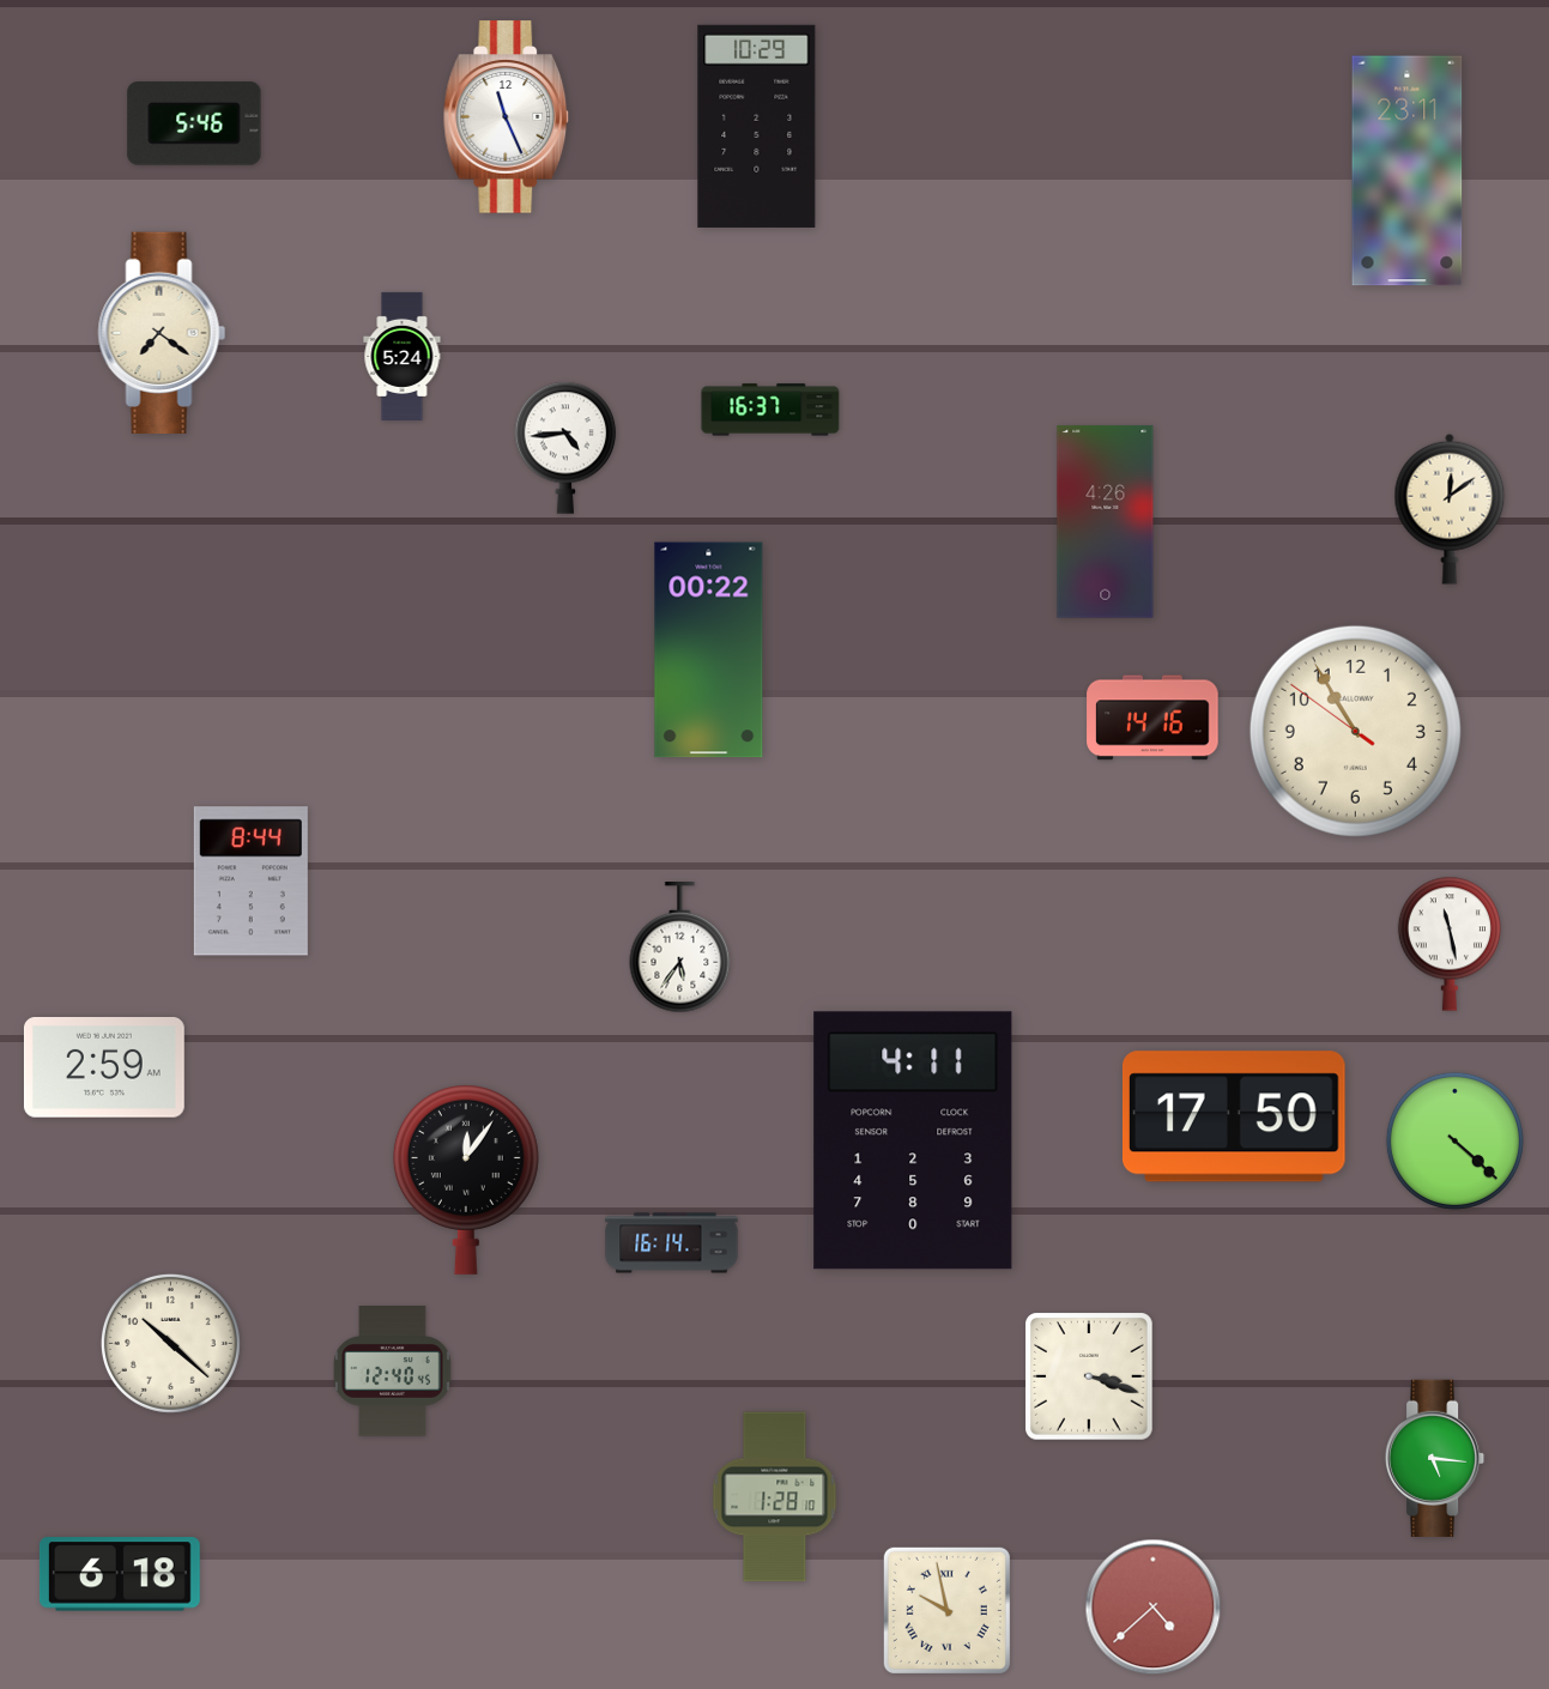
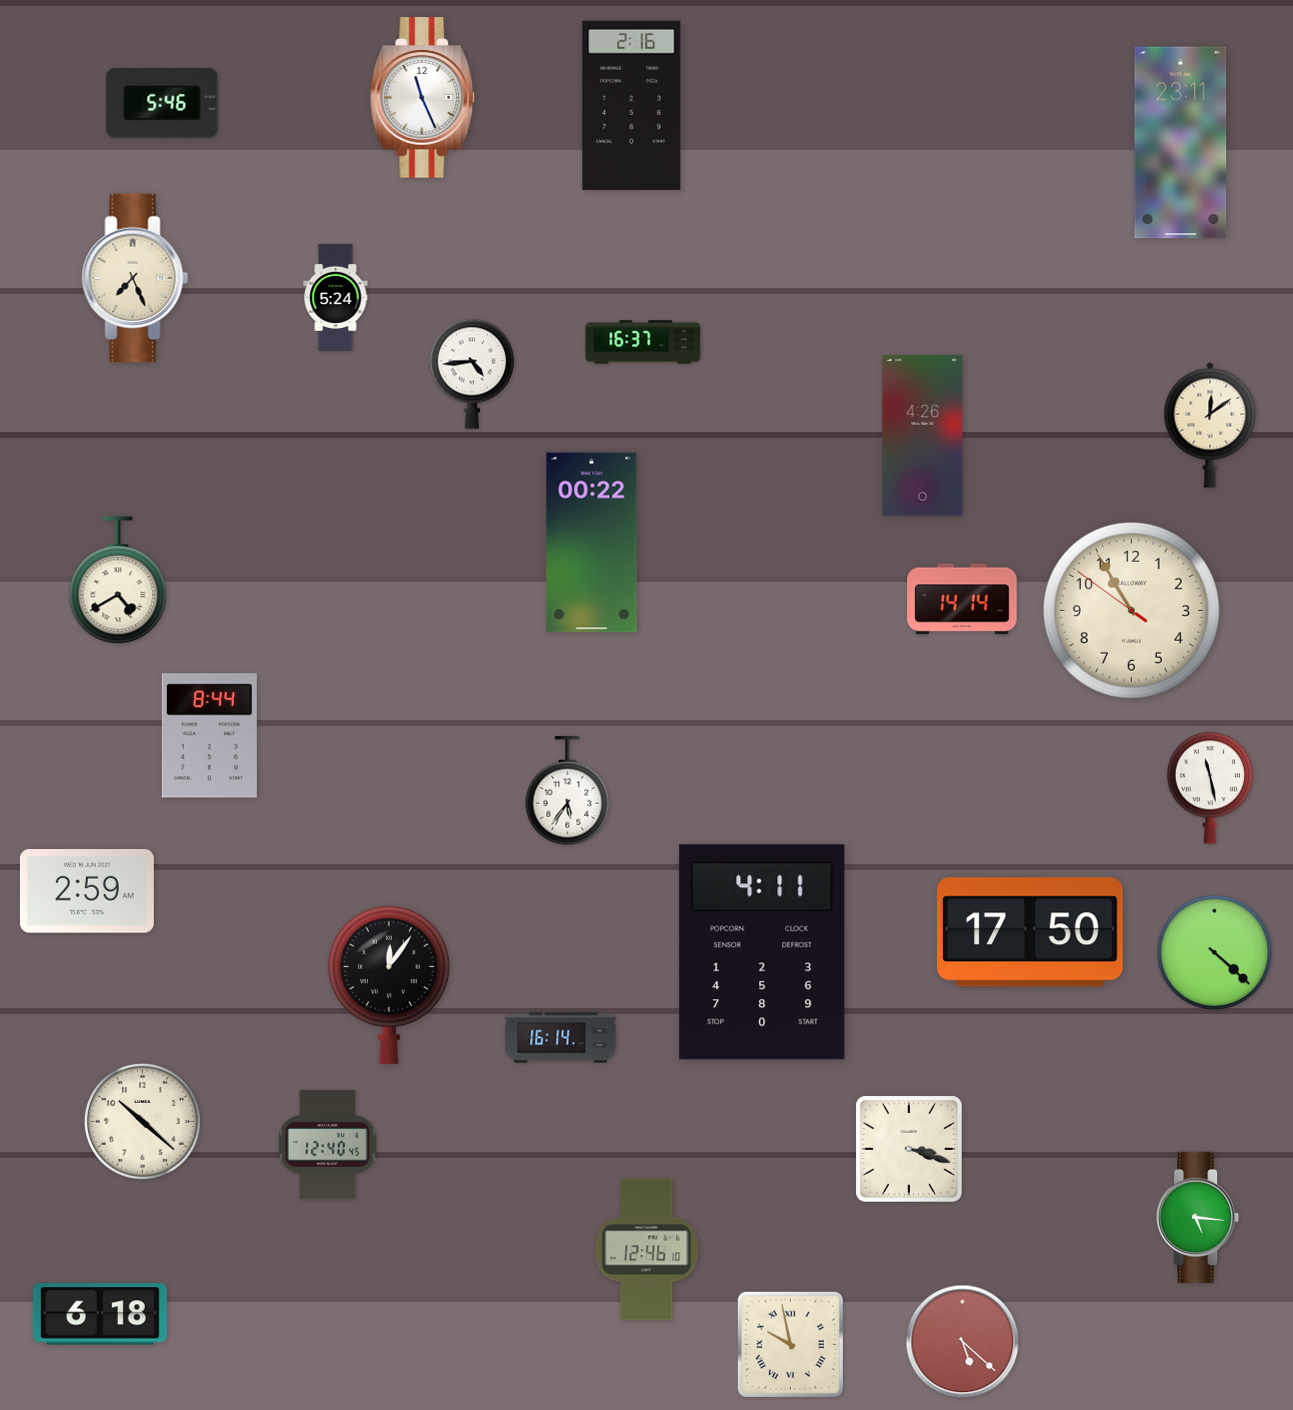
clock at (757, 126): 10:29 -> 2:16
clock at (1408, 171) position: (1408, 171) -> (1181, 143)
clock at (162, 332): 7:21 -> 7:26
clock at (118, 581): none -> 4:40
clock at (1152, 718): 14:16 -> 14:14
clock at (775, 1497): 1:28 -> 12:46
clock at (1154, 1608): 4:38 -> 5:22
